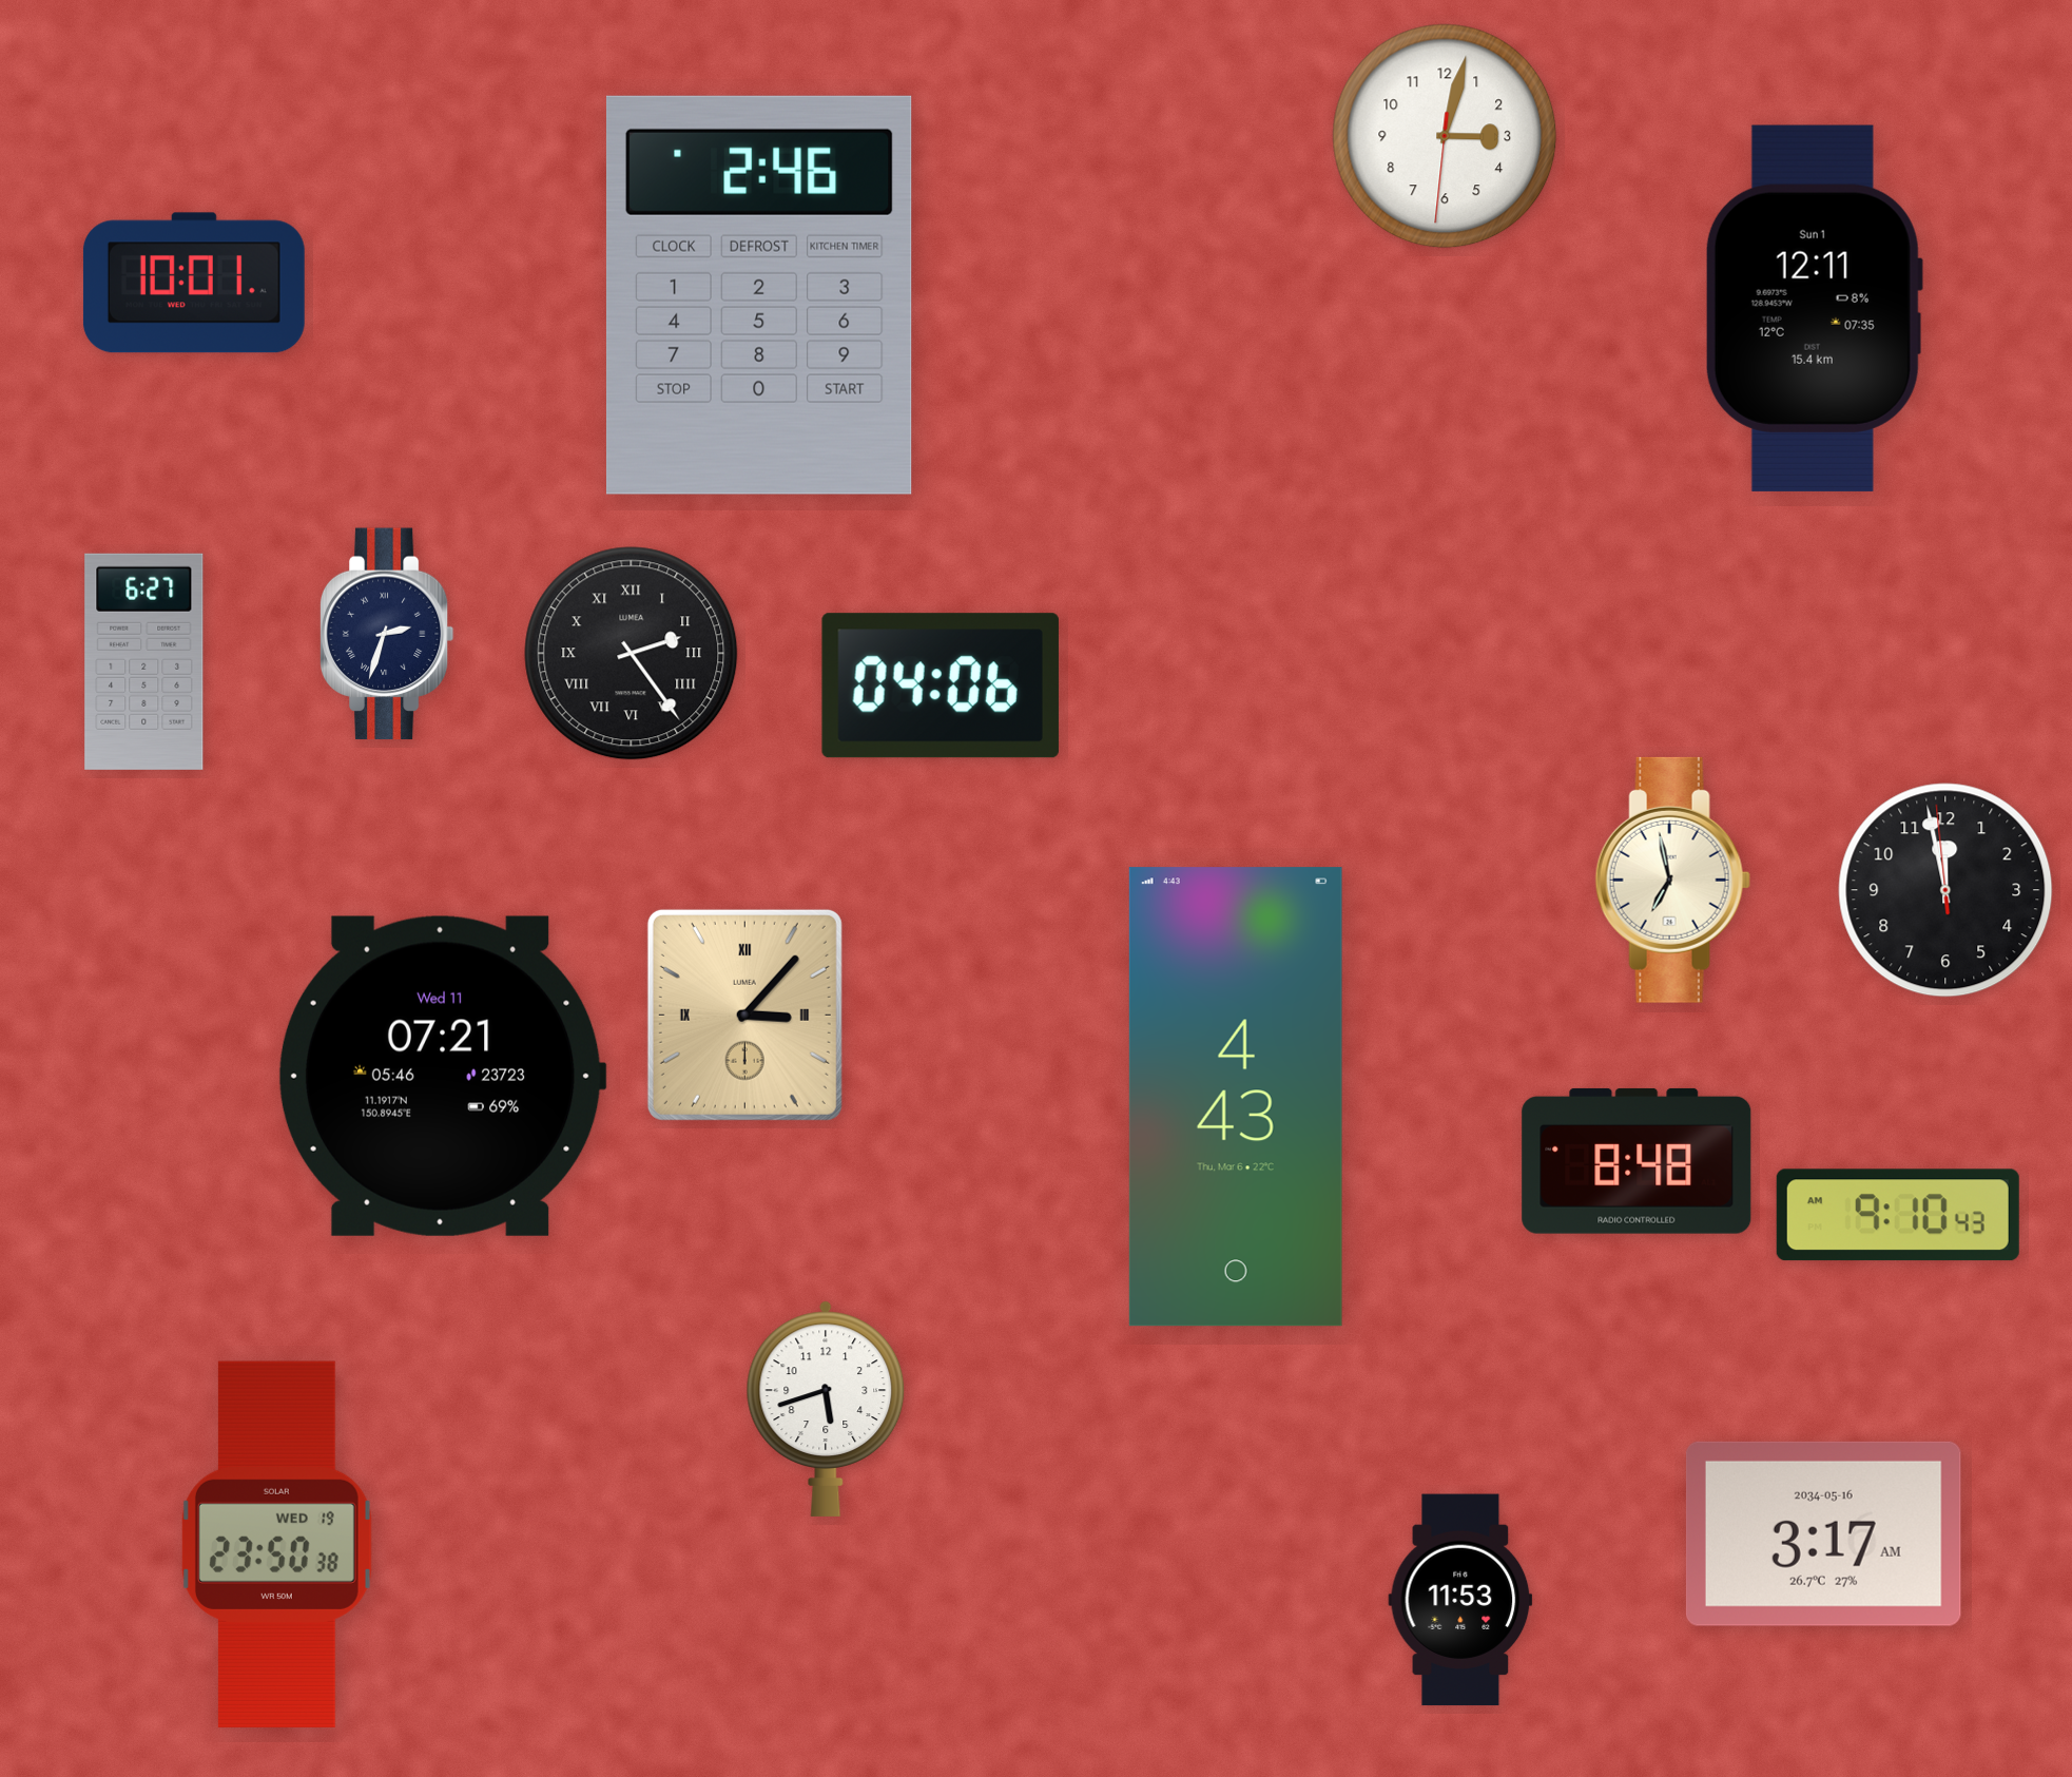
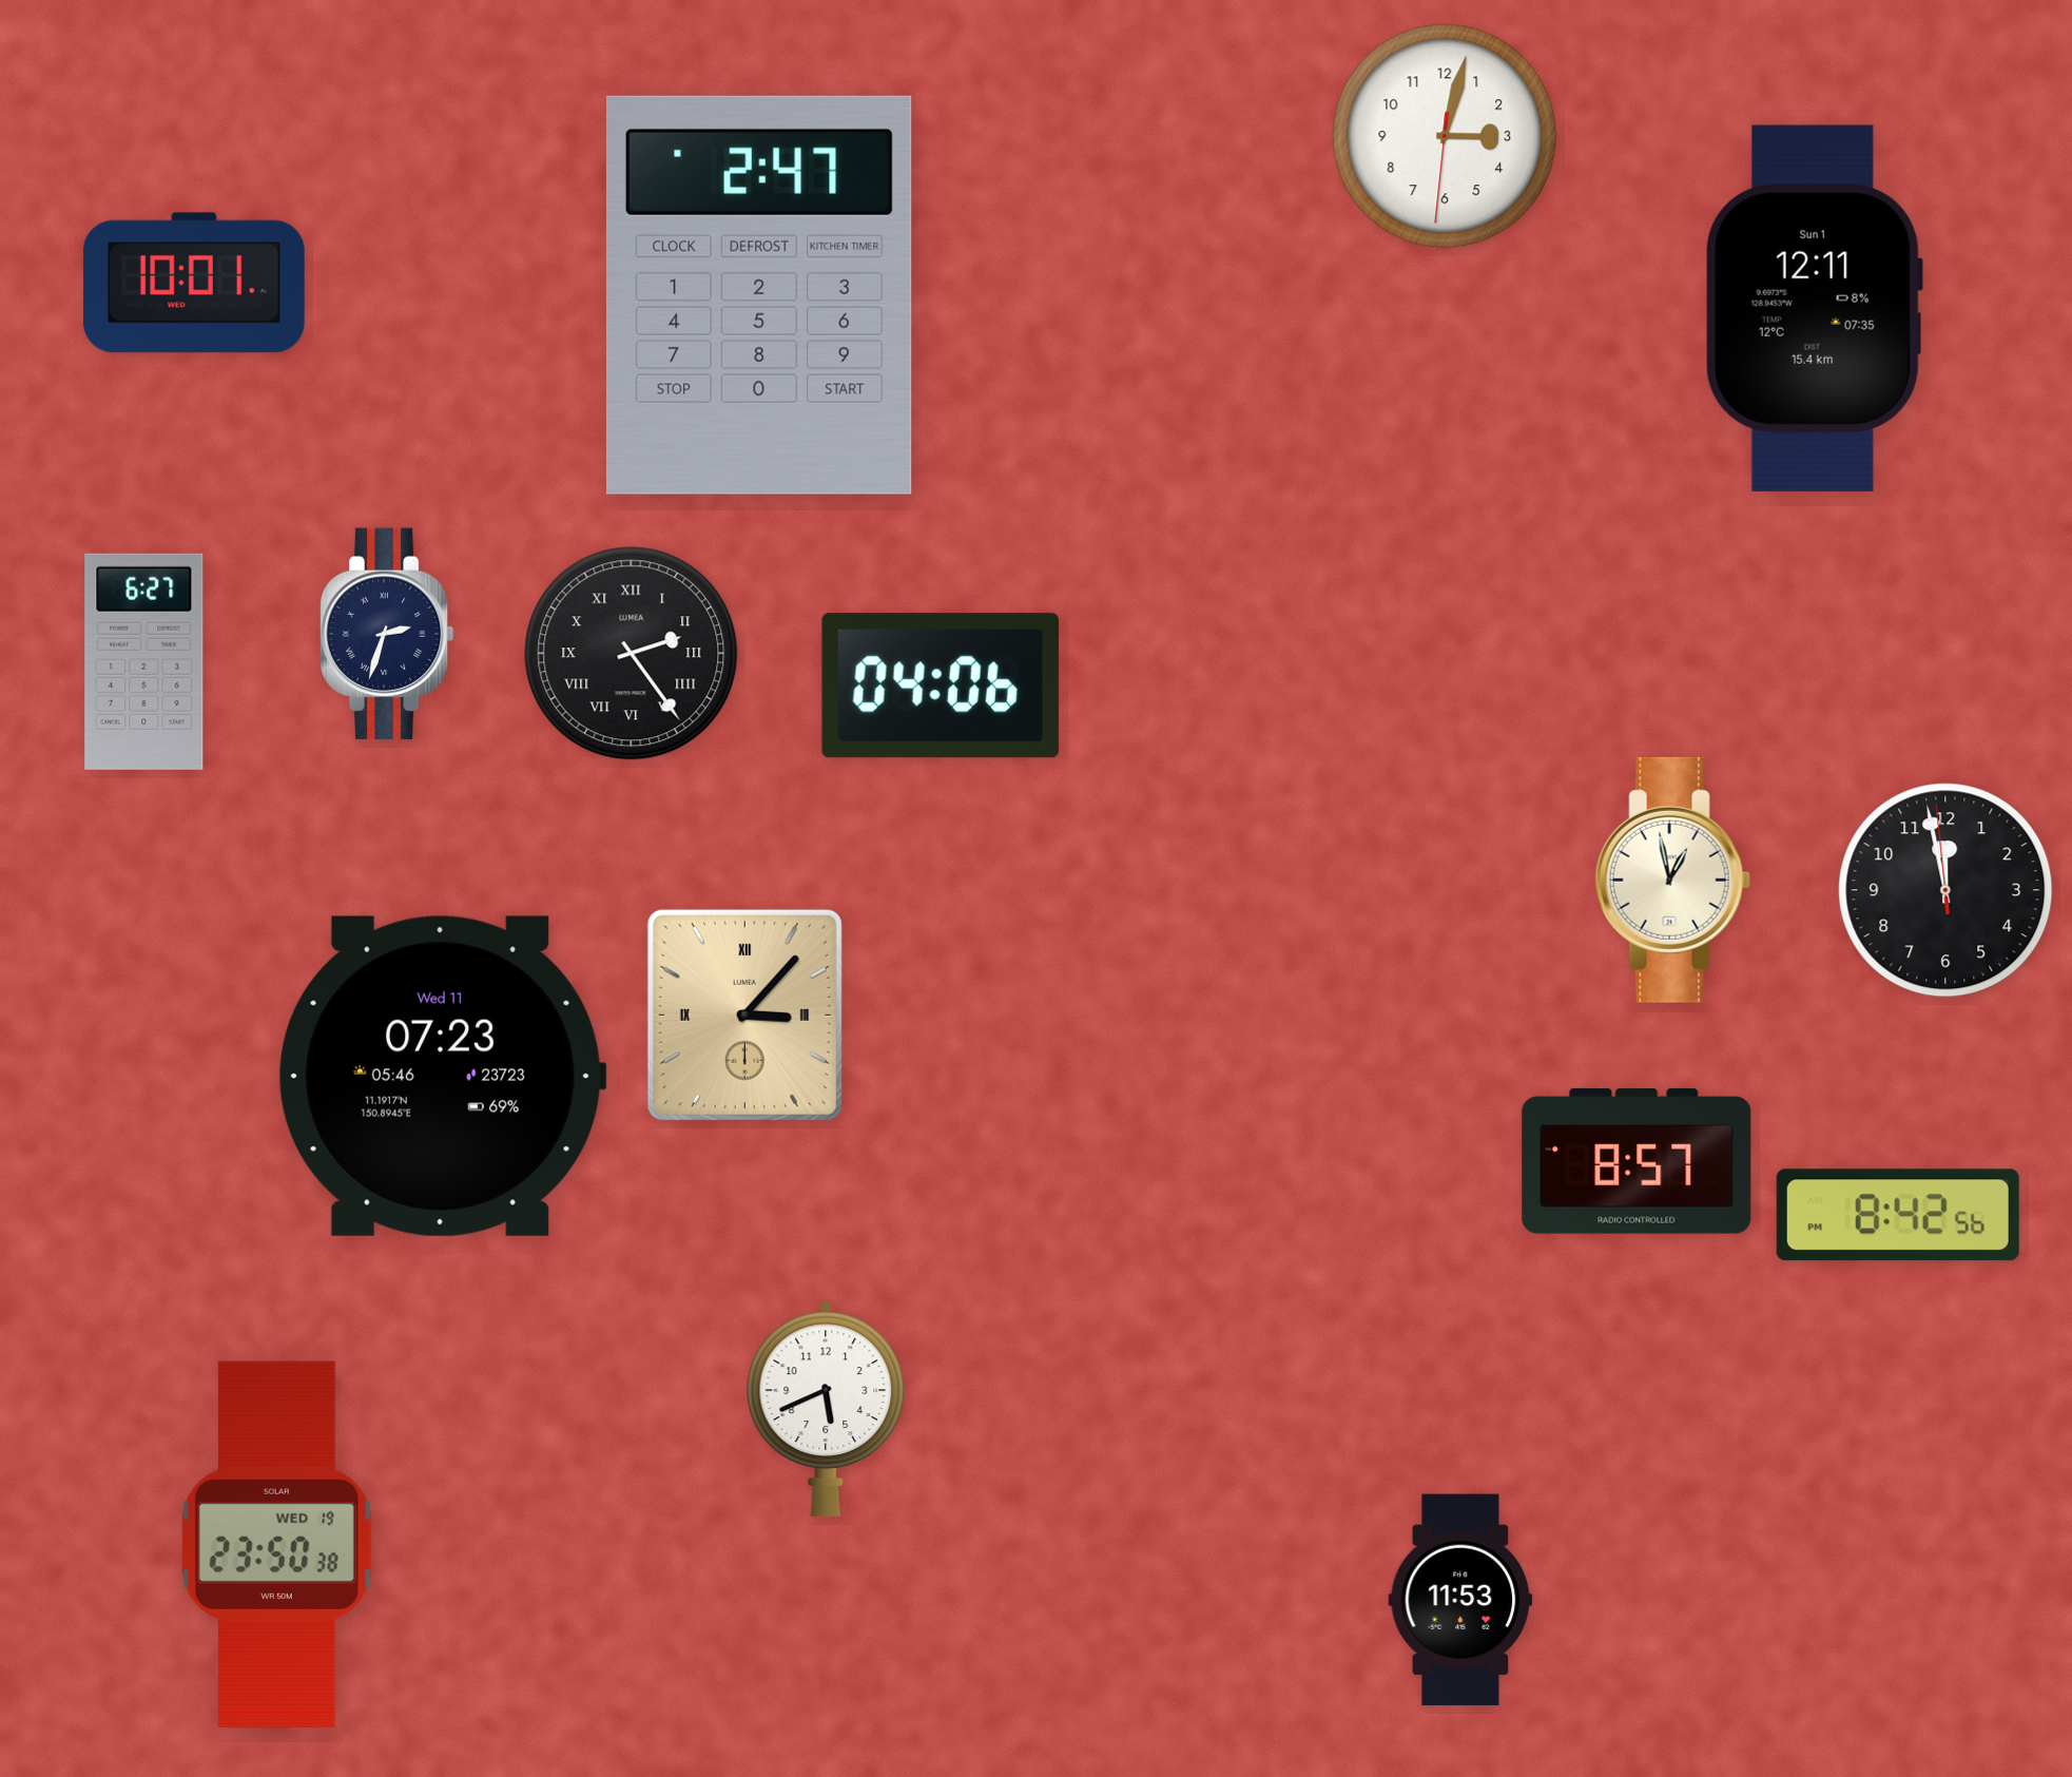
clock at (759, 295): 2:46 -> 2:47
clock at (1672, 880): 6:58 -> 12:58
clock at (442, 1076): 07:21 -> 07:23
clock at (1236, 1097): 4:43 -> none
clock at (1637, 1161): 8:48 -> 8:57
clock at (1898, 1215): 9:10 -> 8:42
clock at (826, 1409): 5:42 -> 5:41
clock at (1823, 1533): 3:17 -> none
